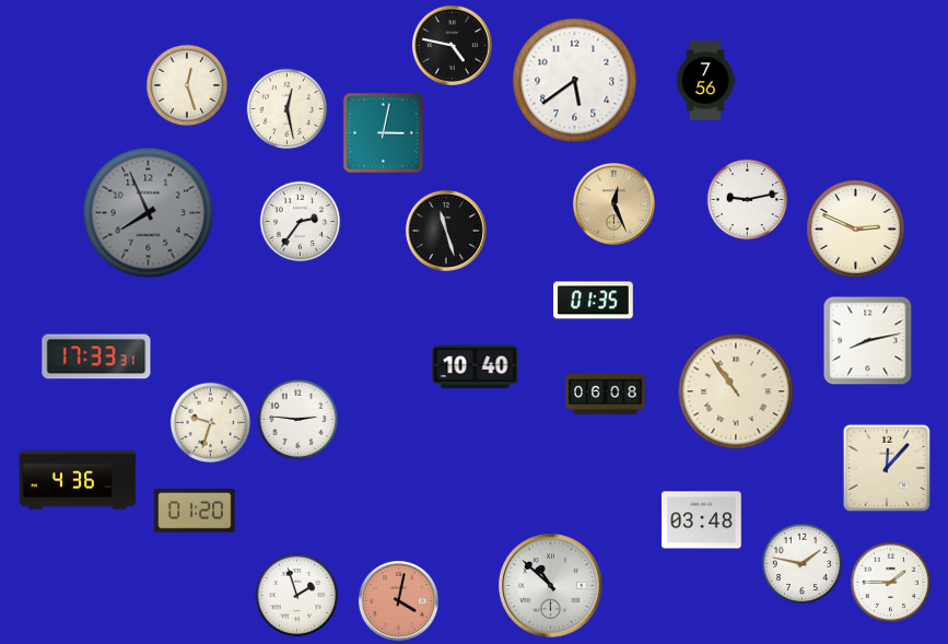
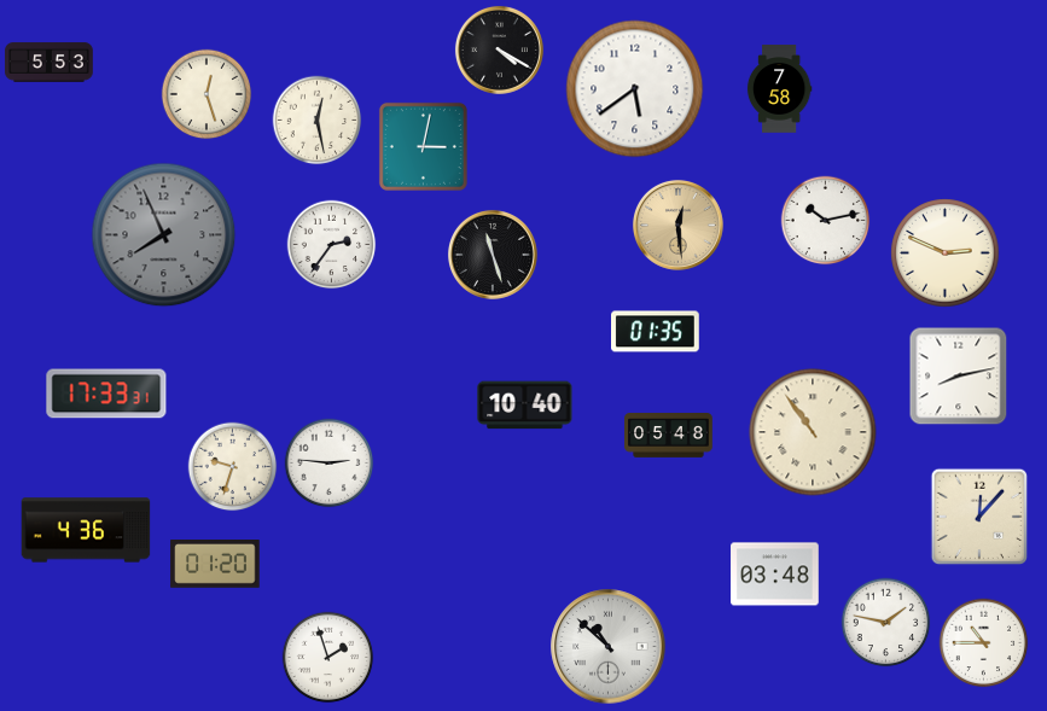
clock at (452, 45): 4:47 -> 4:20
clock at (50, 63): none -> 5:53
clock at (705, 81): 7:56 -> 7:58
clock at (748, 200): 9:13 -> 10:13
clock at (613, 203): 12:26 -> 12:29
clock at (606, 395): 06:08 -> 05:48
clock at (891, 583): 1:45 -> 10:45
clock at (398, 600): 4:02 -> none
